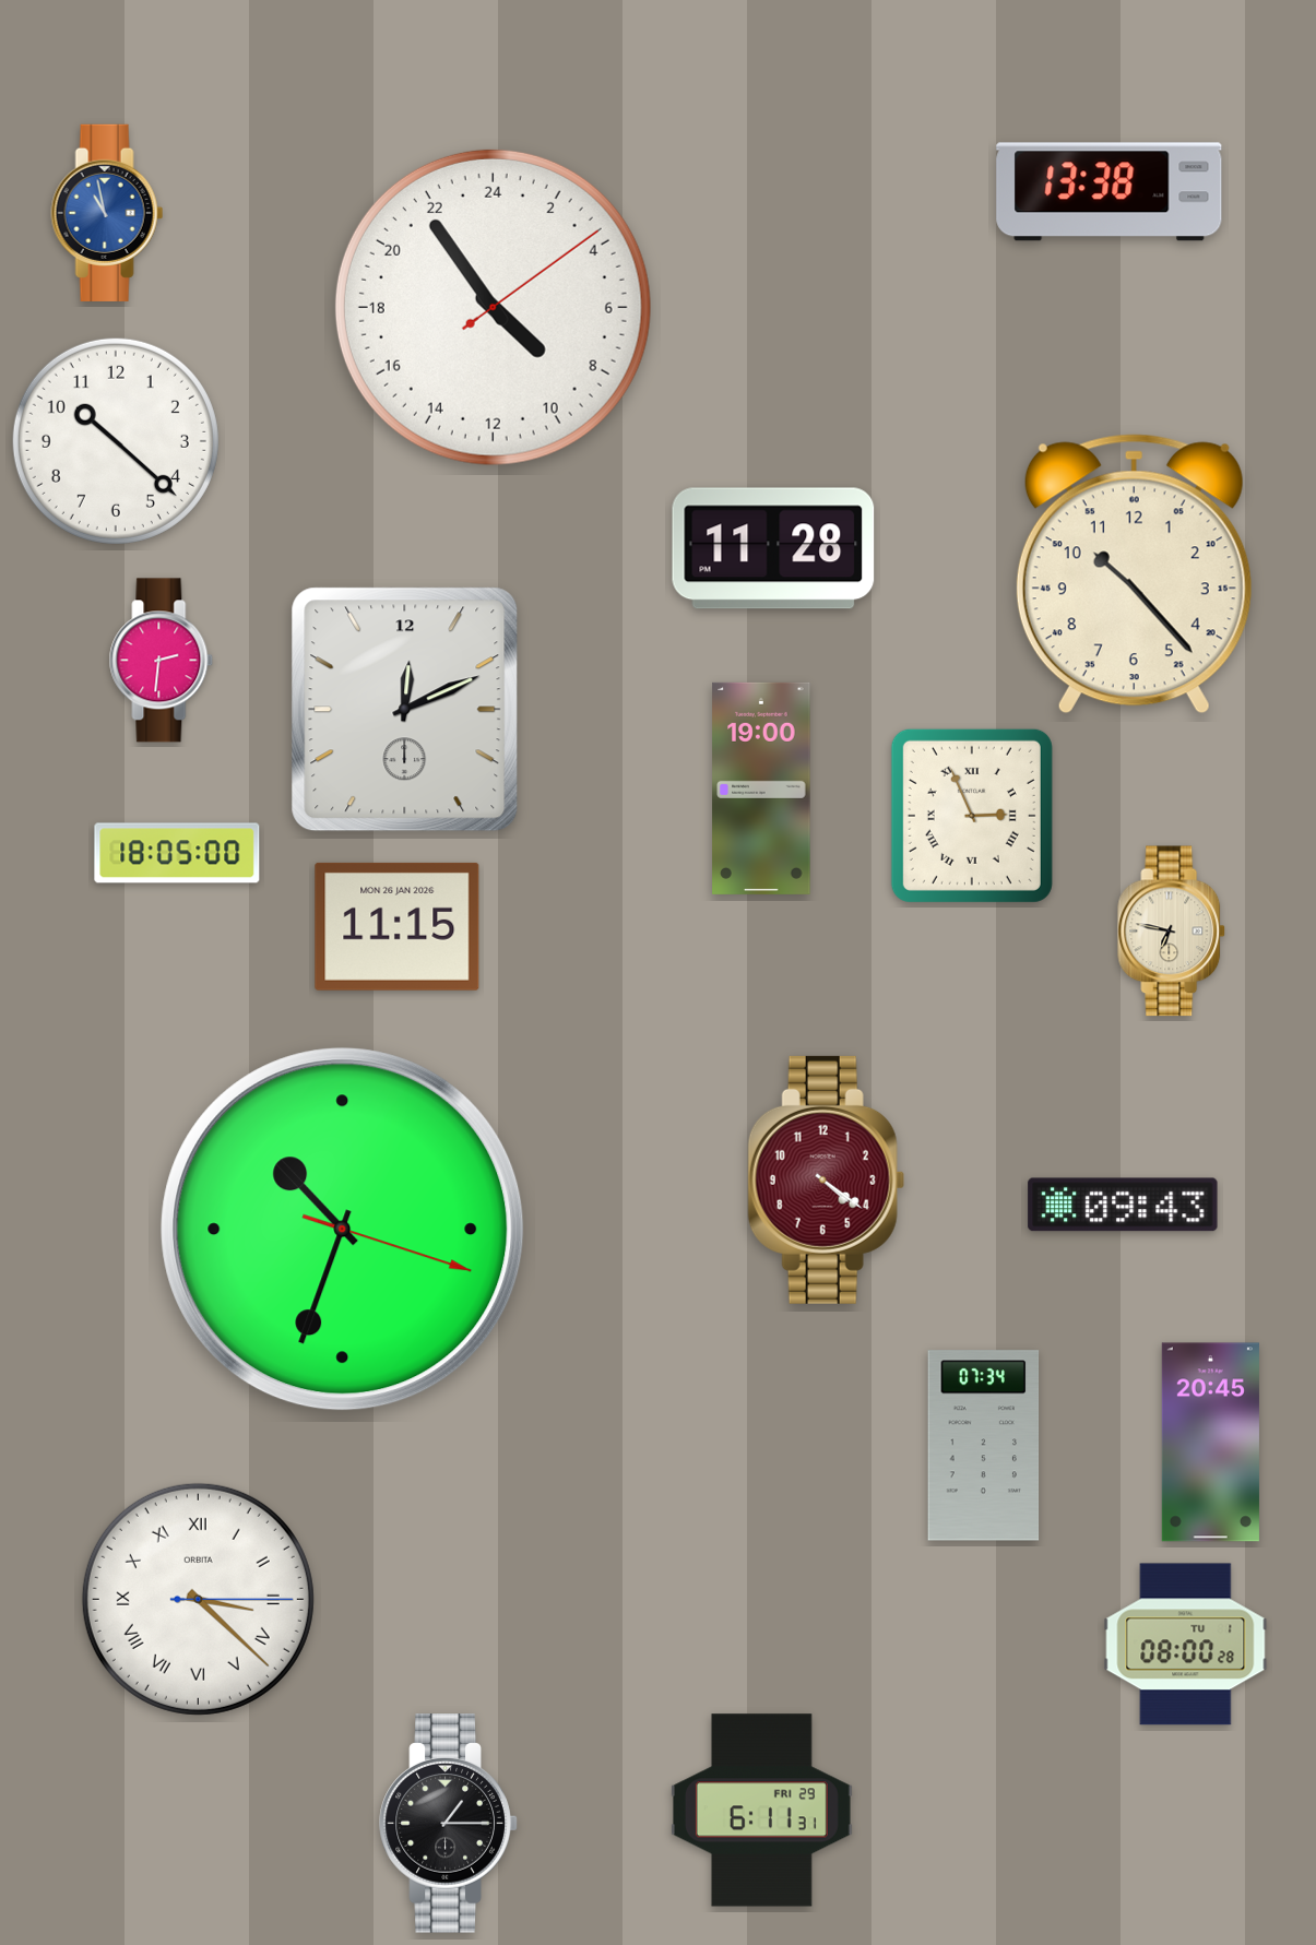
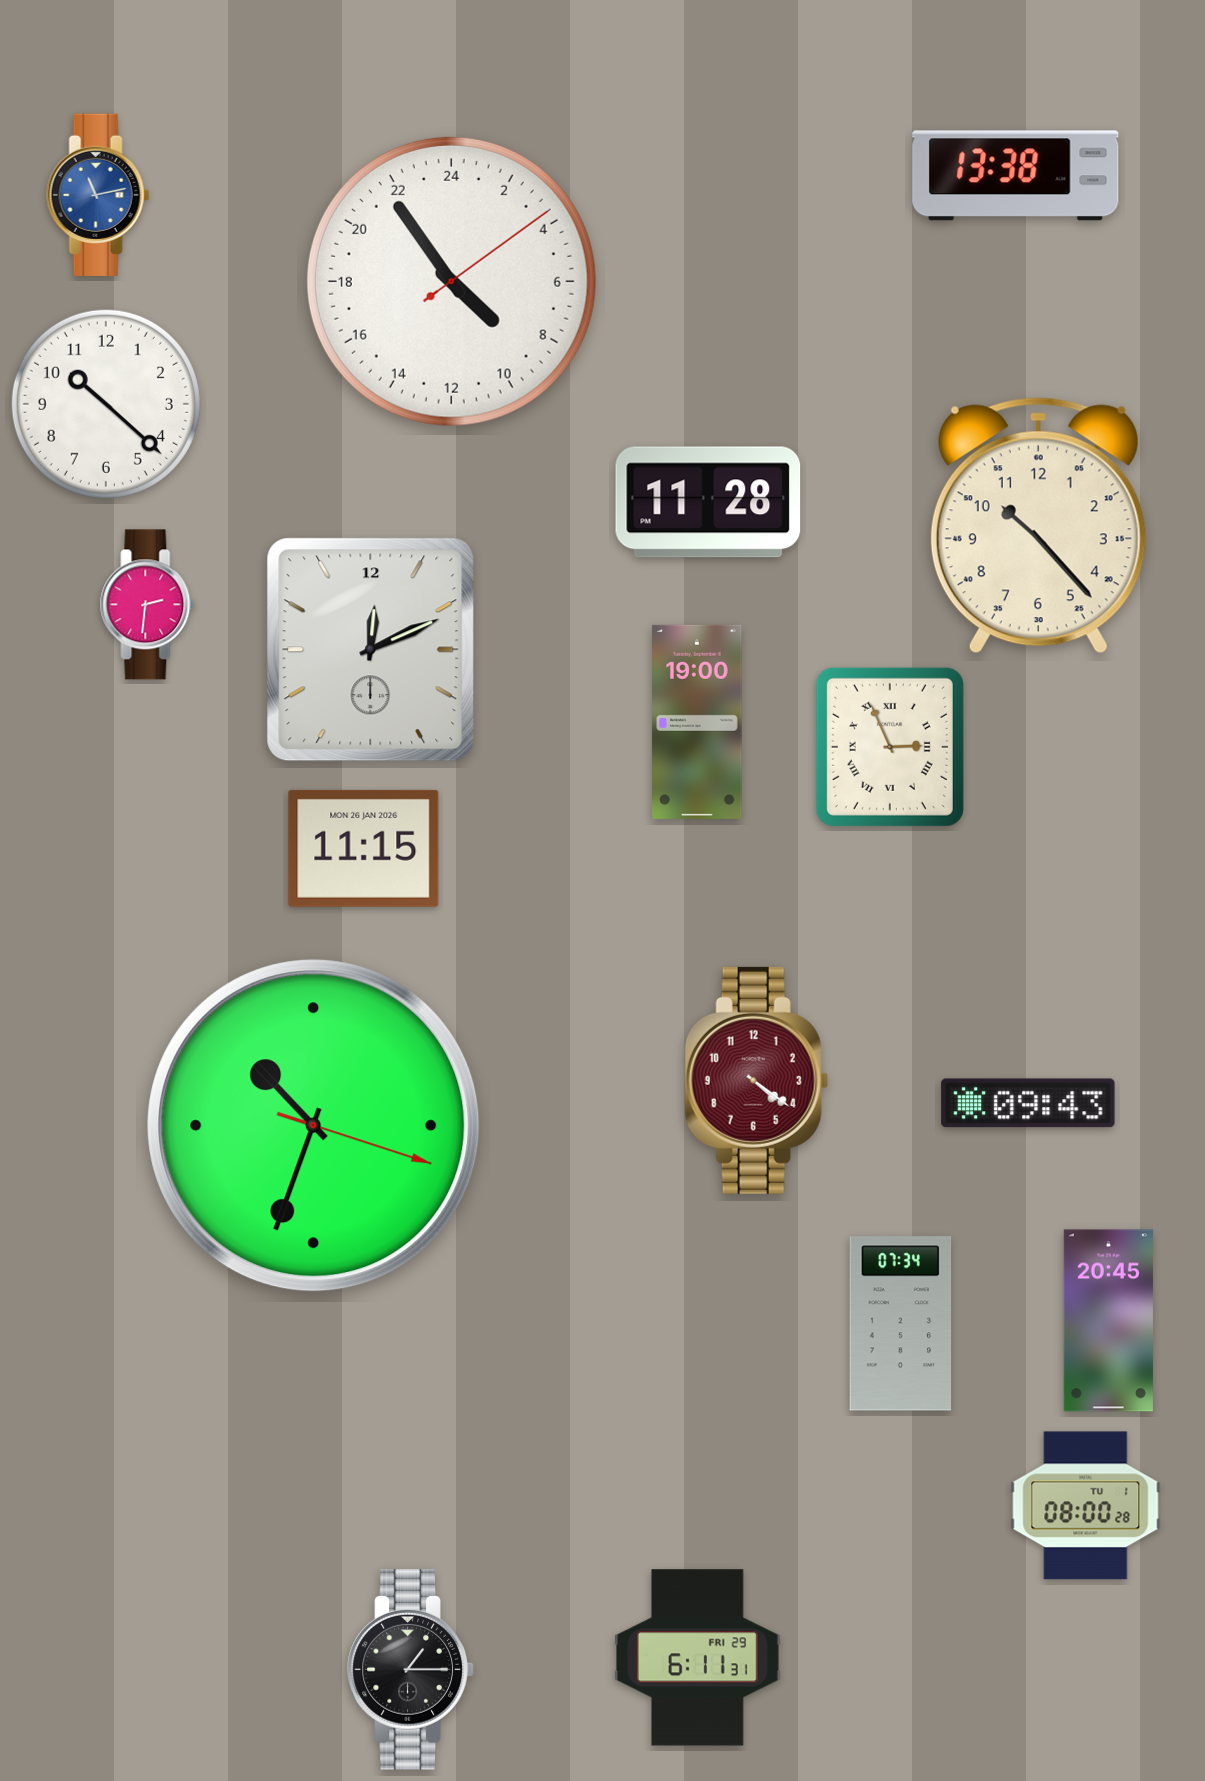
clock at (107, 213): 10:58 -> 11:13
clock at (177, 853): 18:05 -> none
clock at (1172, 932): 6:47 -> none
clock at (198, 1599): 3:22 -> none
